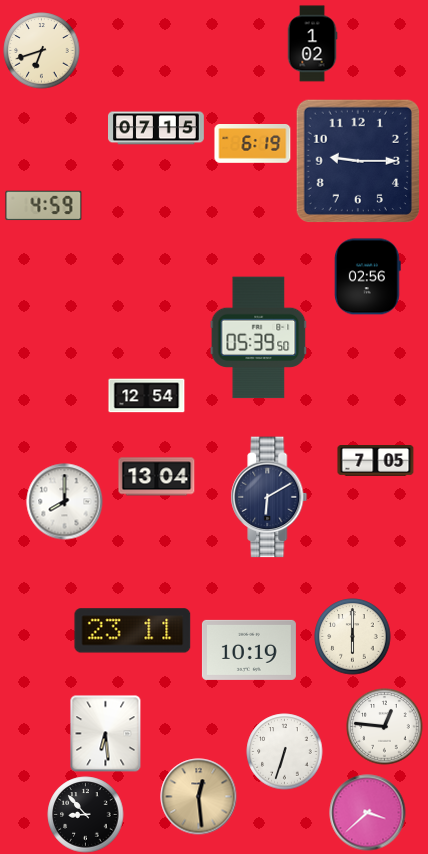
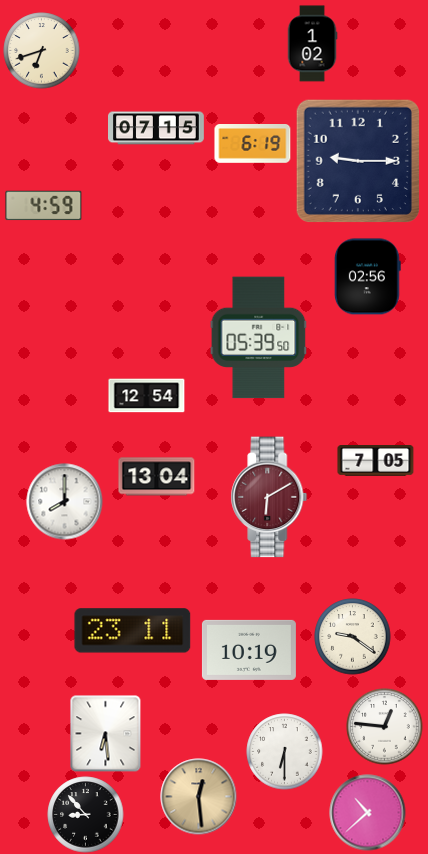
clock at (269, 497) dial: navy -> burgundy
clock at (353, 637): 6:00 -> 9:21
clock at (285, 752): 6:33 -> 6:30
clock at (368, 813): 3:38 -> 10:38
